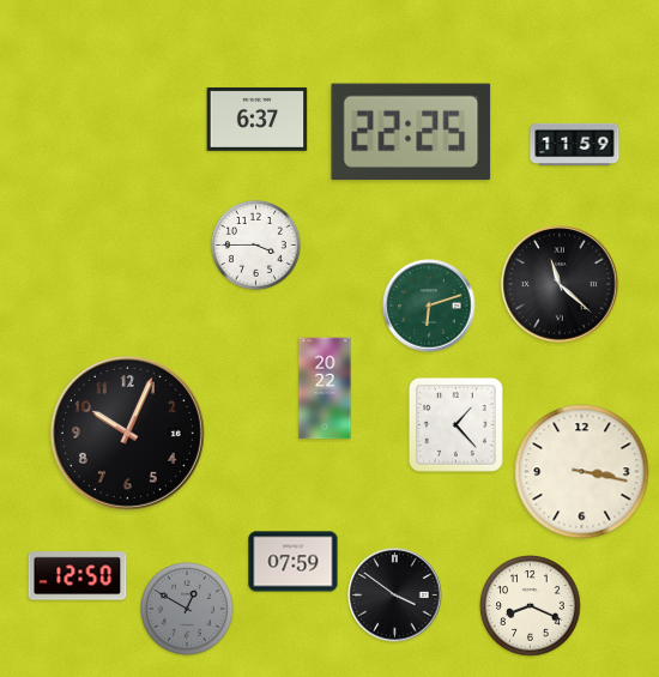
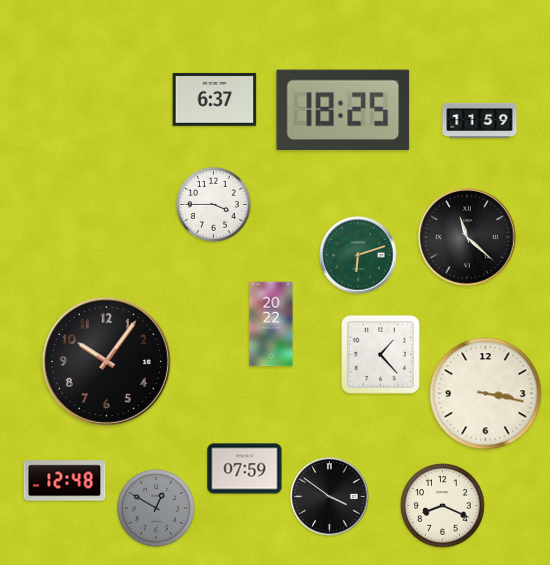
clock at (411, 132): 22:25 -> 18:25
clock at (127, 433): 10:04 -> 10:06
clock at (78, 576): 12:50 -> 12:48
